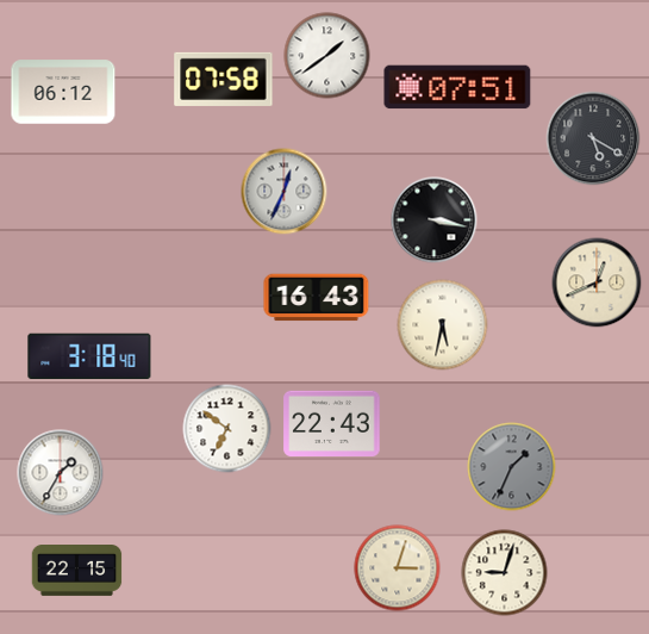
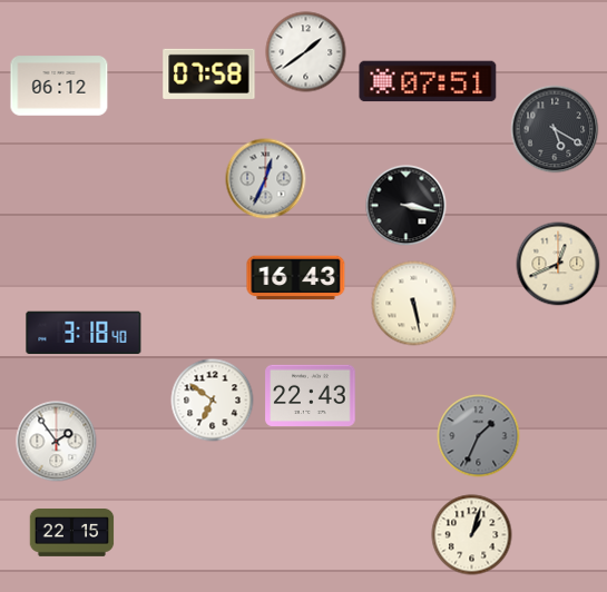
clock at (443, 325): 5:32 -> 5:28
clock at (61, 473): 1:35 -> 1:54
clock at (398, 568): 3:03 -> none
clock at (505, 573): 9:03 -> 1:03
